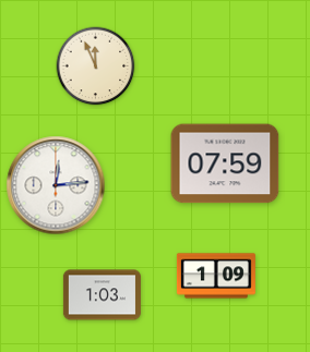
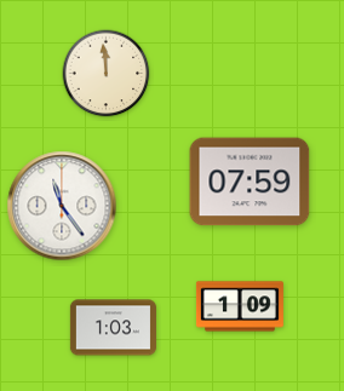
clock at (96, 66): 11:56 -> 11:59
clock at (56, 185): 12:14 -> 11:24
